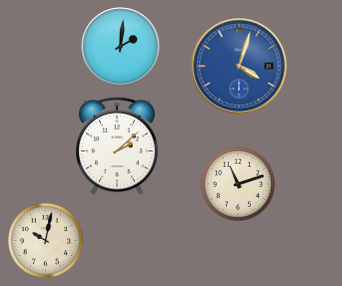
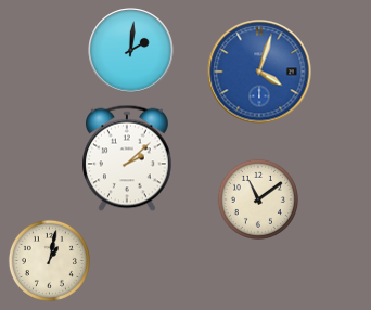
clock at (238, 184): 11:12 -> 11:09
clock at (45, 240): 10:02 -> 1:02
